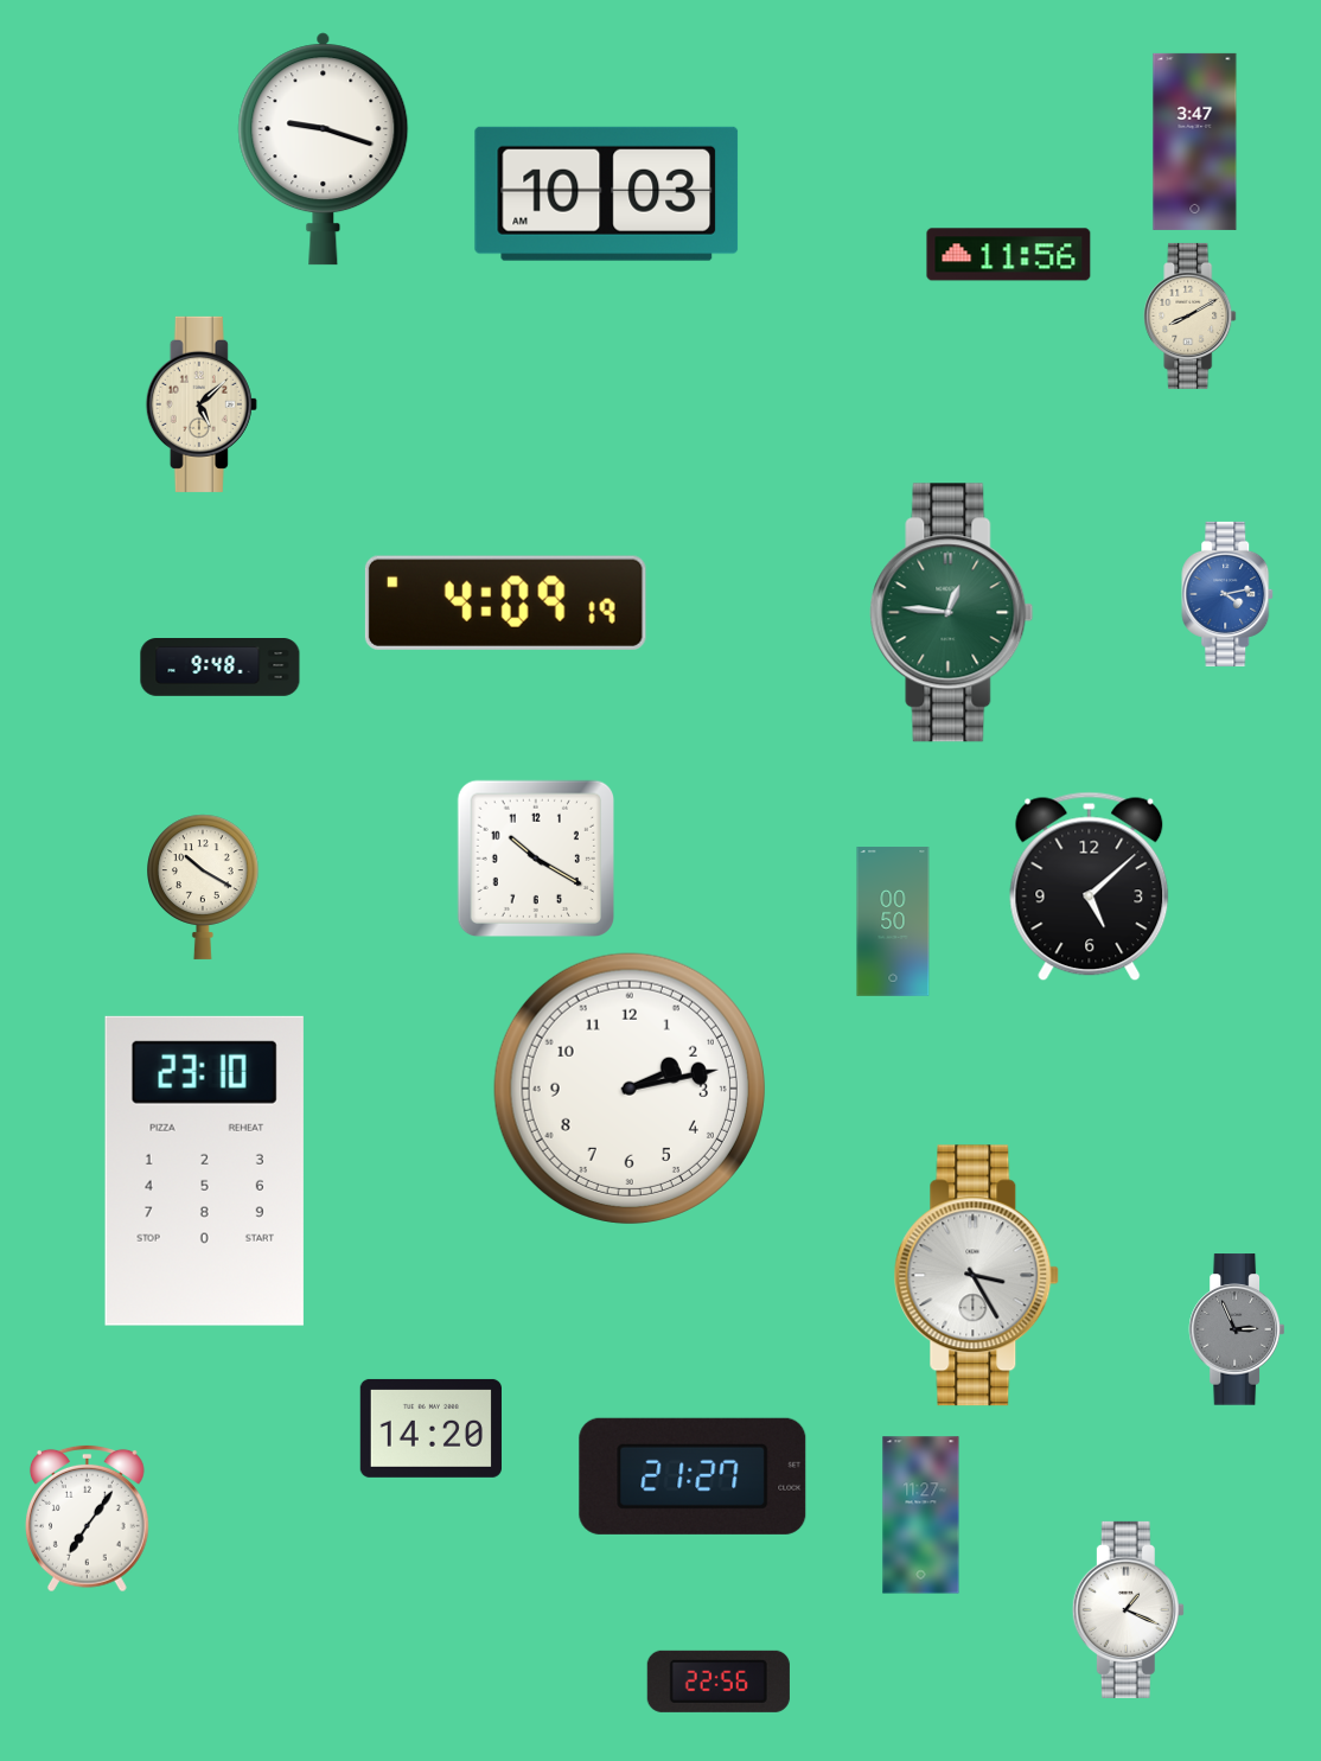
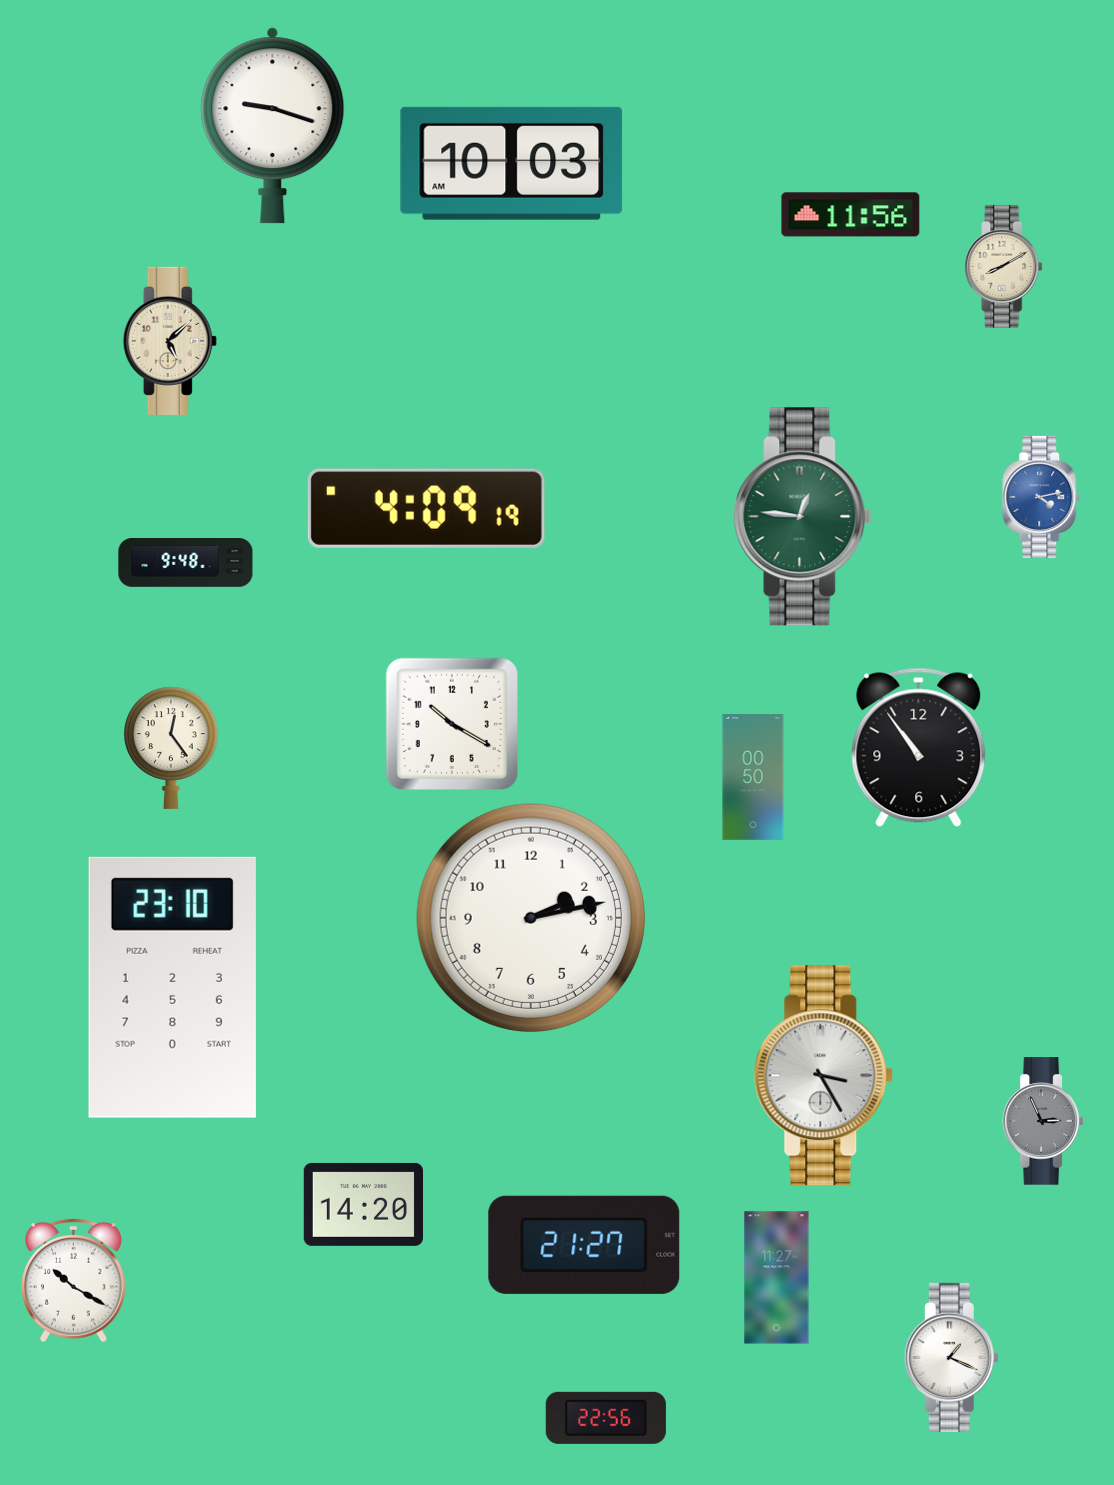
clock at (1195, 141): 3:47 -> none
clock at (1229, 594) position: (1229, 594) -> (1042, 497)
clock at (204, 887): 10:20 -> 12:24
clock at (1090, 887): 5:08 -> 10:54
clock at (88, 1518): 7:06 -> 10:20
